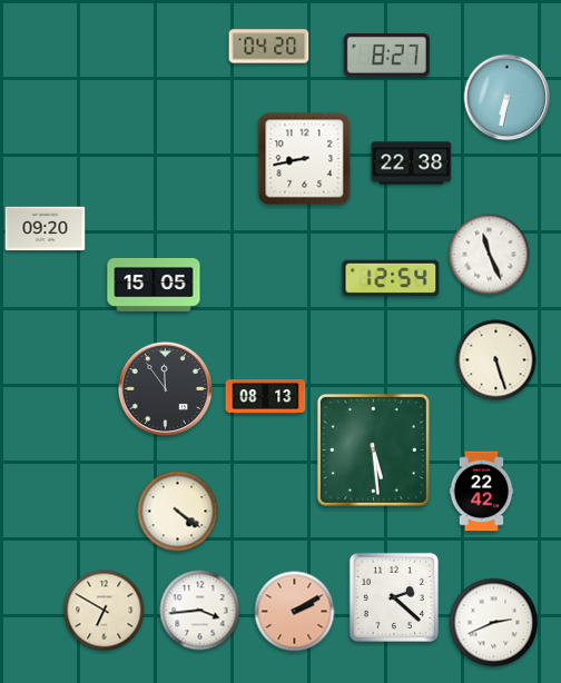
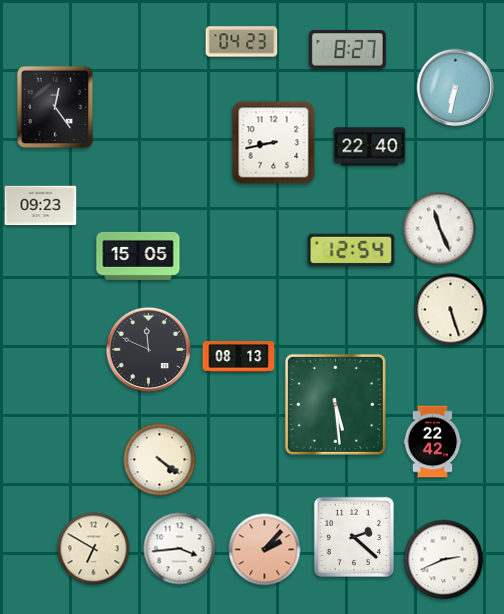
clock at (269, 47): 04:20 -> 04:23
clock at (55, 107): none -> 12:24
clock at (412, 164): 22:38 -> 22:40
clock at (46, 229): 09:20 -> 09:23
clock at (496, 360) position: (496, 360) -> (451, 310)
clock at (166, 389): 11:54 -> 11:49
clock at (295, 612): 2:10 -> 2:07
